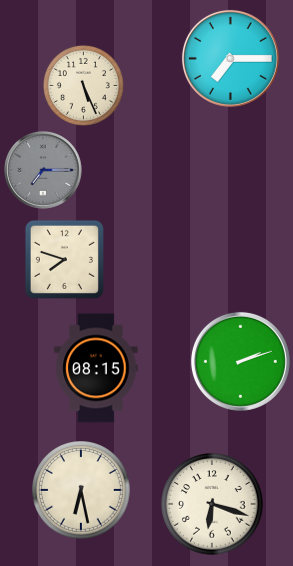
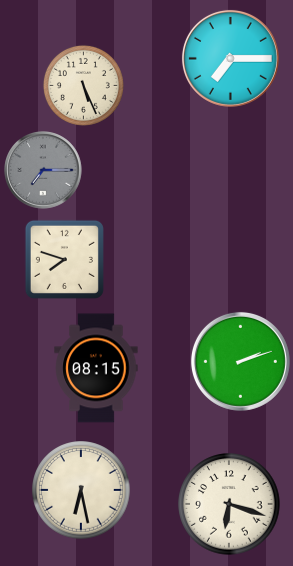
clock at (212, 504) position: (212, 504) -> (229, 504)
